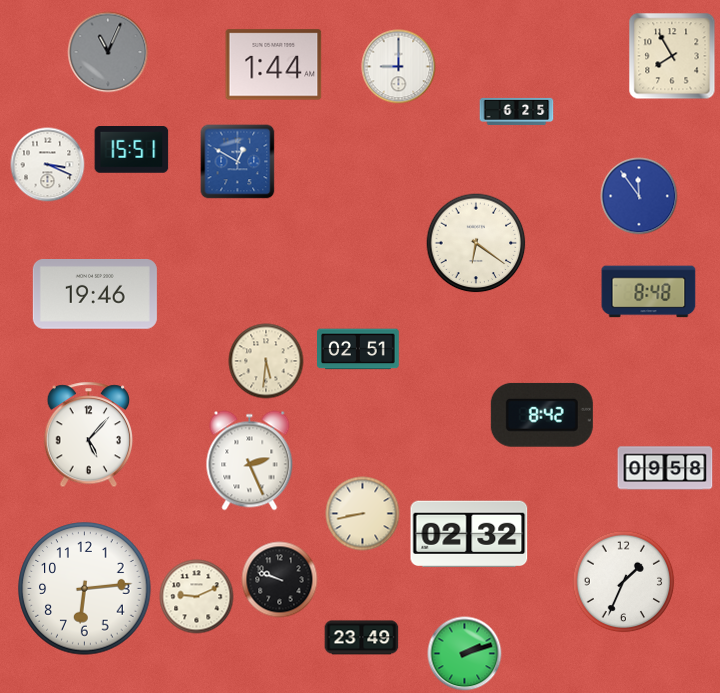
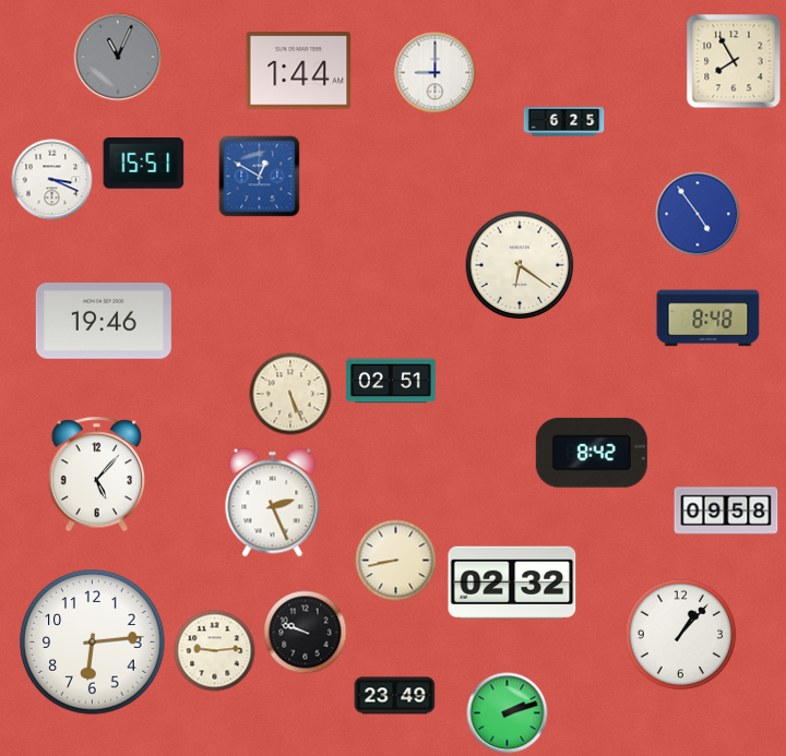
clock at (639, 196): 11:54 -> 4:54
clock at (266, 361): 5:31 -> 5:26
clock at (624, 582): 1:34 -> 1:07
clock at (197, 597): 9:11 -> 9:14
